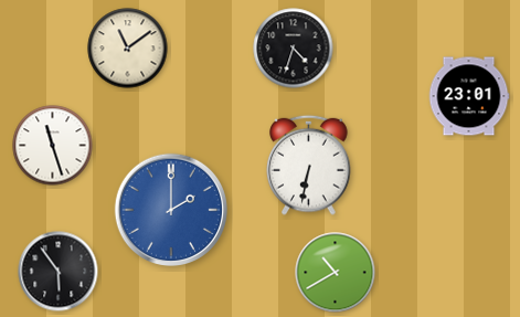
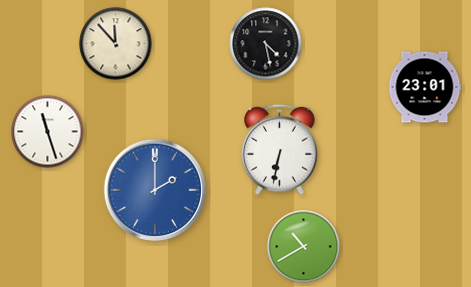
clock at (128, 49): 11:09 -> 11:53
clock at (294, 49): 4:33 -> 4:28
clock at (59, 272): 5:54 -> none
